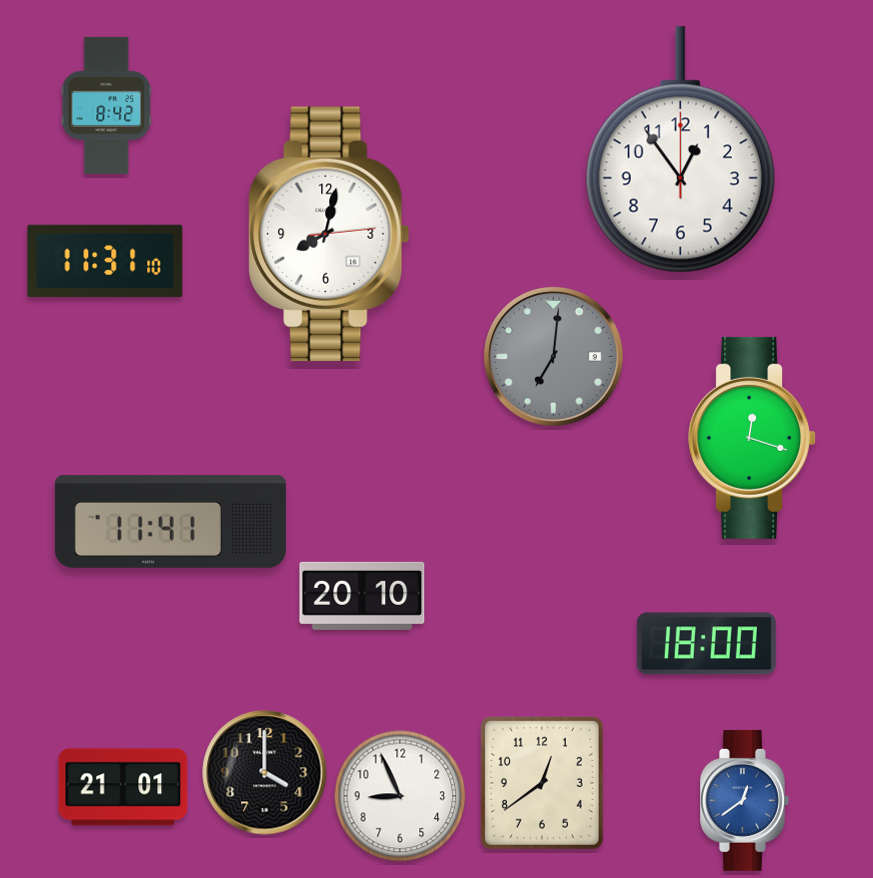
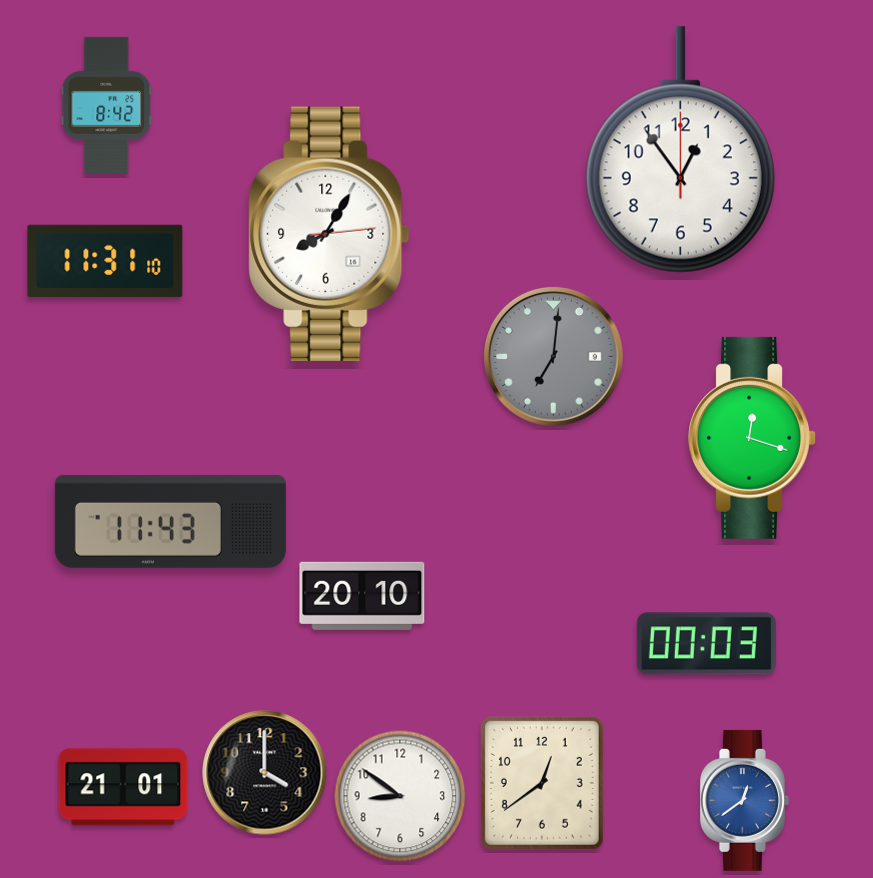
clock at (329, 234): 8:02 -> 8:05
clock at (170, 521): 11:41 -> 11:43
clock at (706, 644): 18:00 -> 00:03
clock at (400, 796): 8:56 -> 8:51
